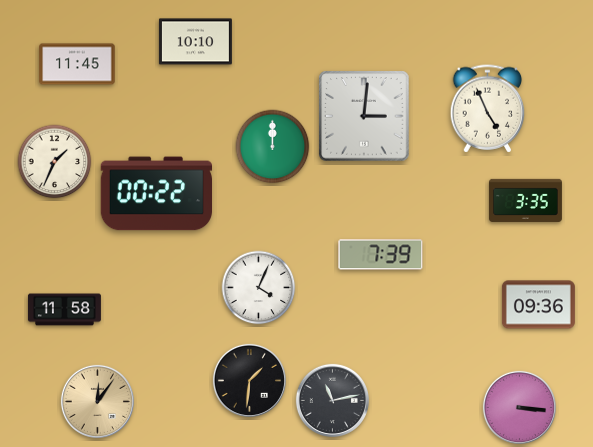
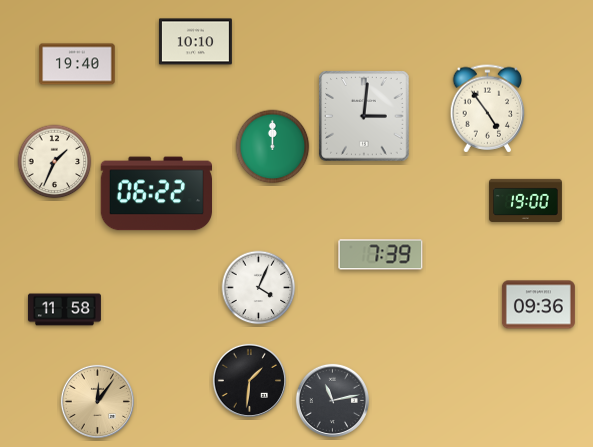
clock at (77, 64): 11:45 -> 19:40
clock at (488, 109): 4:56 -> 4:54
clock at (156, 194): 00:22 -> 06:22
clock at (525, 200): 3:35 -> 19:00
clock at (519, 407): 3:16 -> none
